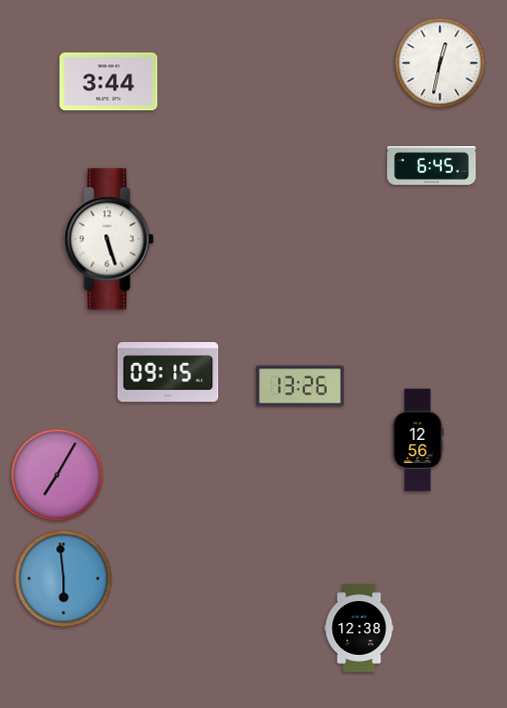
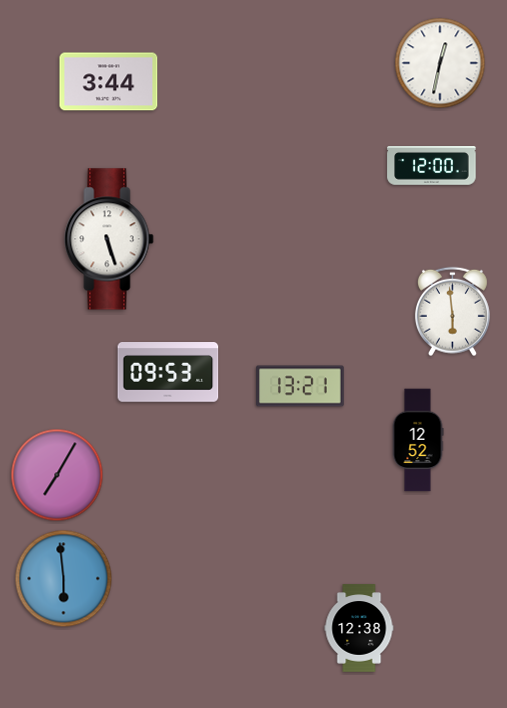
clock at (432, 166): 6:45 -> 12:00
clock at (452, 312): none -> 5:59
clock at (168, 373): 09:15 -> 09:53
clock at (300, 386): 13:26 -> 13:21
clock at (418, 440): 12:56 -> 12:52
